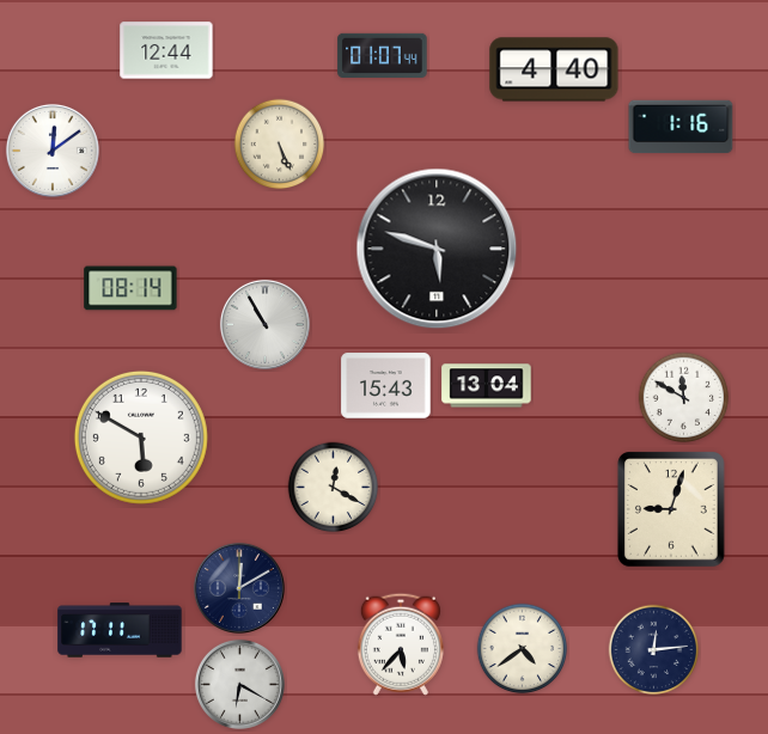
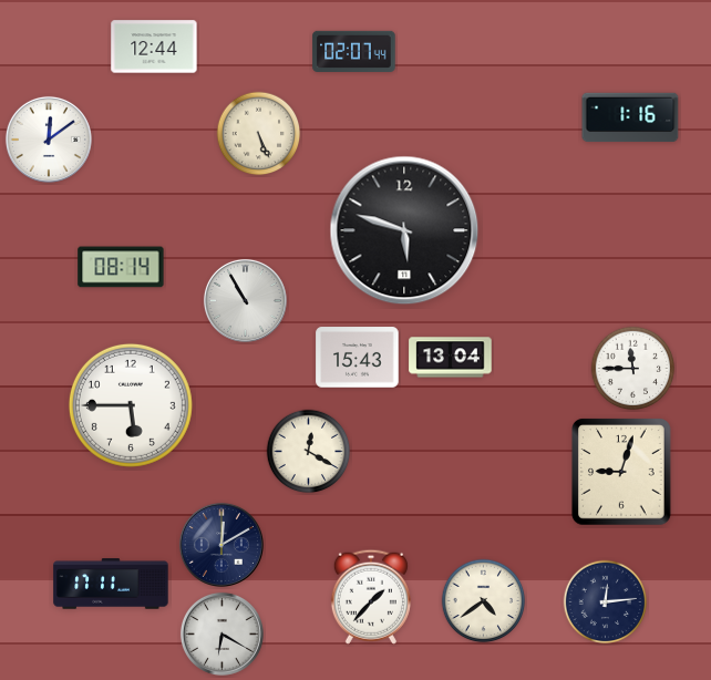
clock at (383, 55): 01:07 -> 02:07
clock at (554, 69): 4:40 -> none
clock at (684, 398): 11:50 -> 11:45
clock at (141, 438): 5:50 -> 5:45
clock at (401, 644): 5:37 -> 1:37
